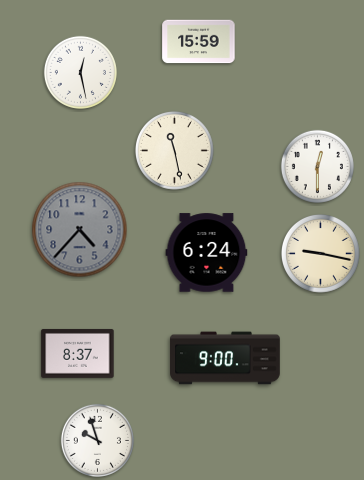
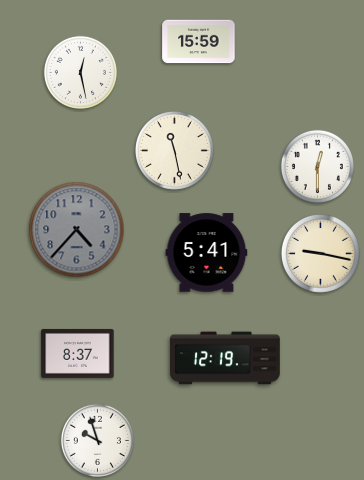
clock at (80, 230) position: (80, 230) -> (77, 230)
clock at (207, 253): 6:24 -> 5:41
clock at (225, 358): 9:00 -> 12:19
